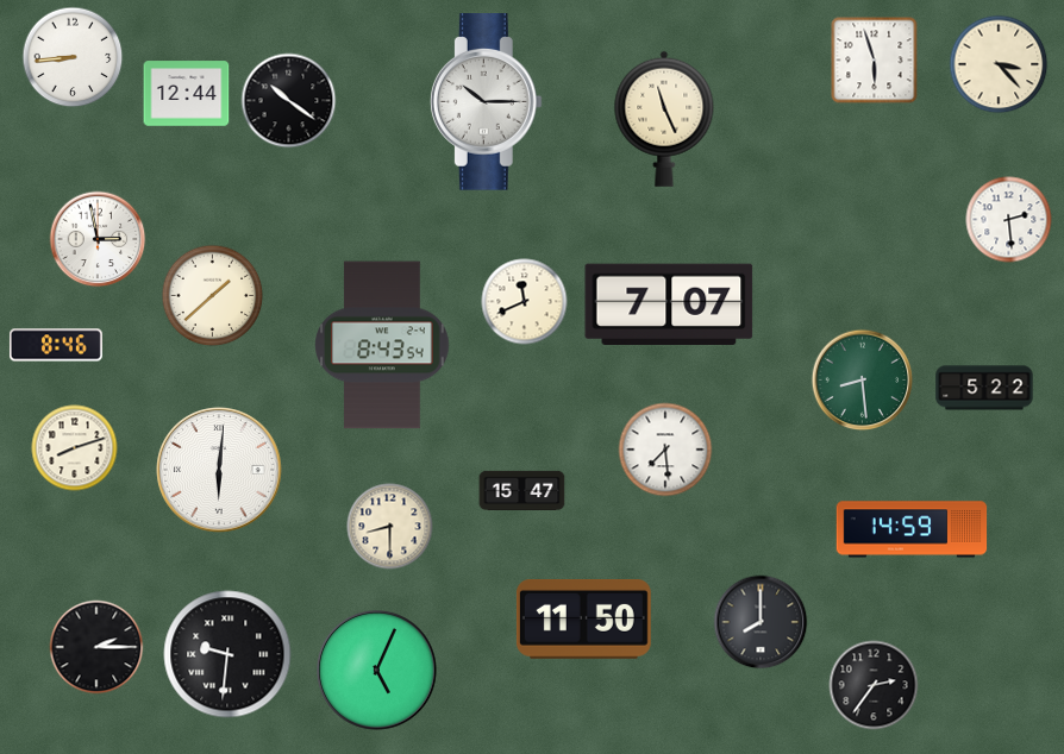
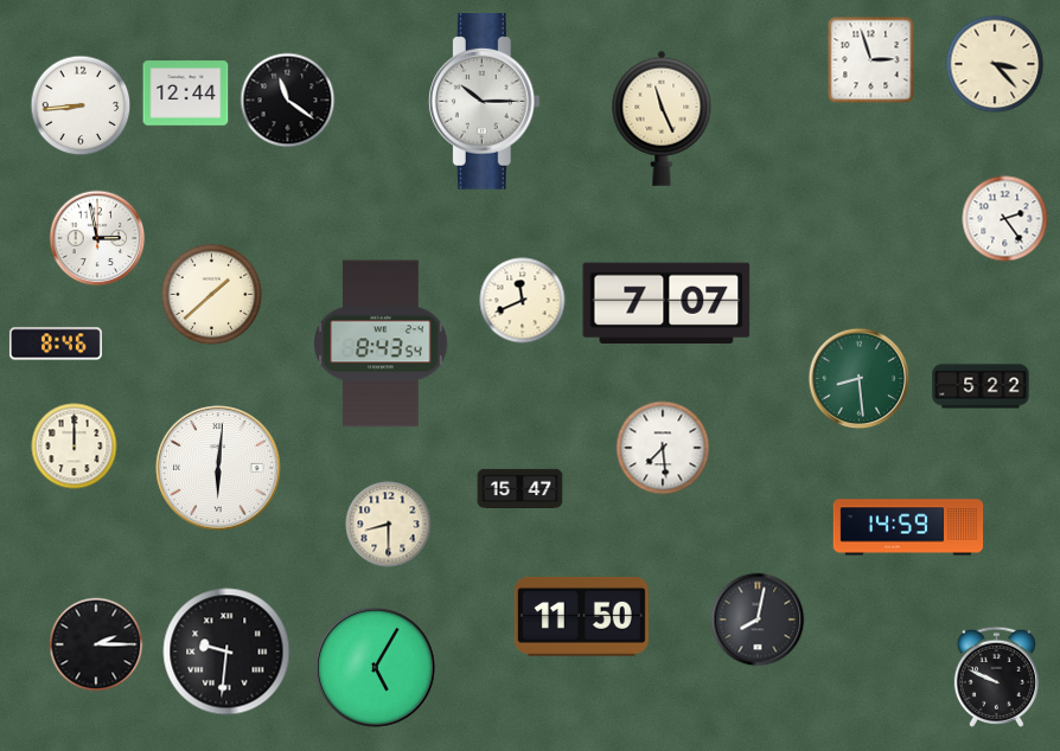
clock at (73, 57) position: (73, 57) -> (81, 105)
clock at (875, 61): 5:57 -> 2:57
clock at (289, 101): 10:21 -> 11:21
clock at (1009, 220): 2:29 -> 2:24
clock at (75, 448): 8:12 -> 12:00
clock at (761, 622): 8:00 -> 8:02
clock at (377, 671): 5:04 -> 5:05
clock at (996, 676): none -> 9:49
clock at (874, 685): 2:36 -> none
